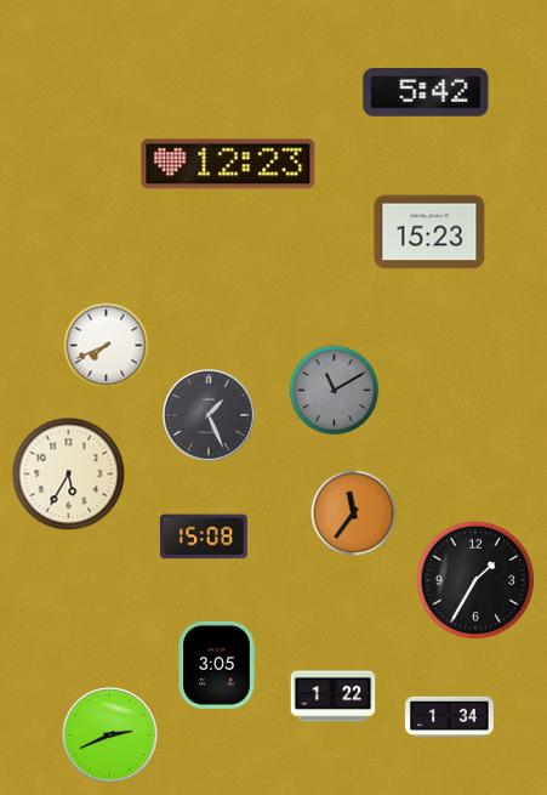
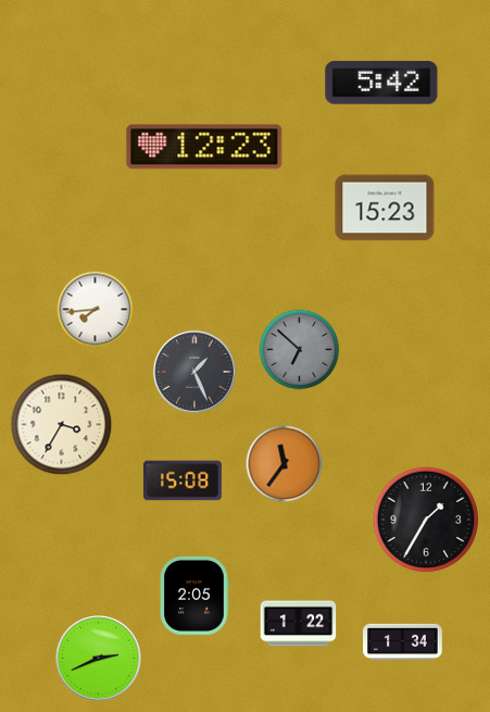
clock at (107, 346): 7:41 -> 7:44
clock at (335, 391): 11:10 -> 6:52
clock at (210, 416) position: (210, 416) -> (196, 373)
clock at (69, 475): 5:35 -> 3:35
clock at (354, 513) position: (354, 513) -> (285, 464)
clock at (217, 665): 3:05 -> 2:05
